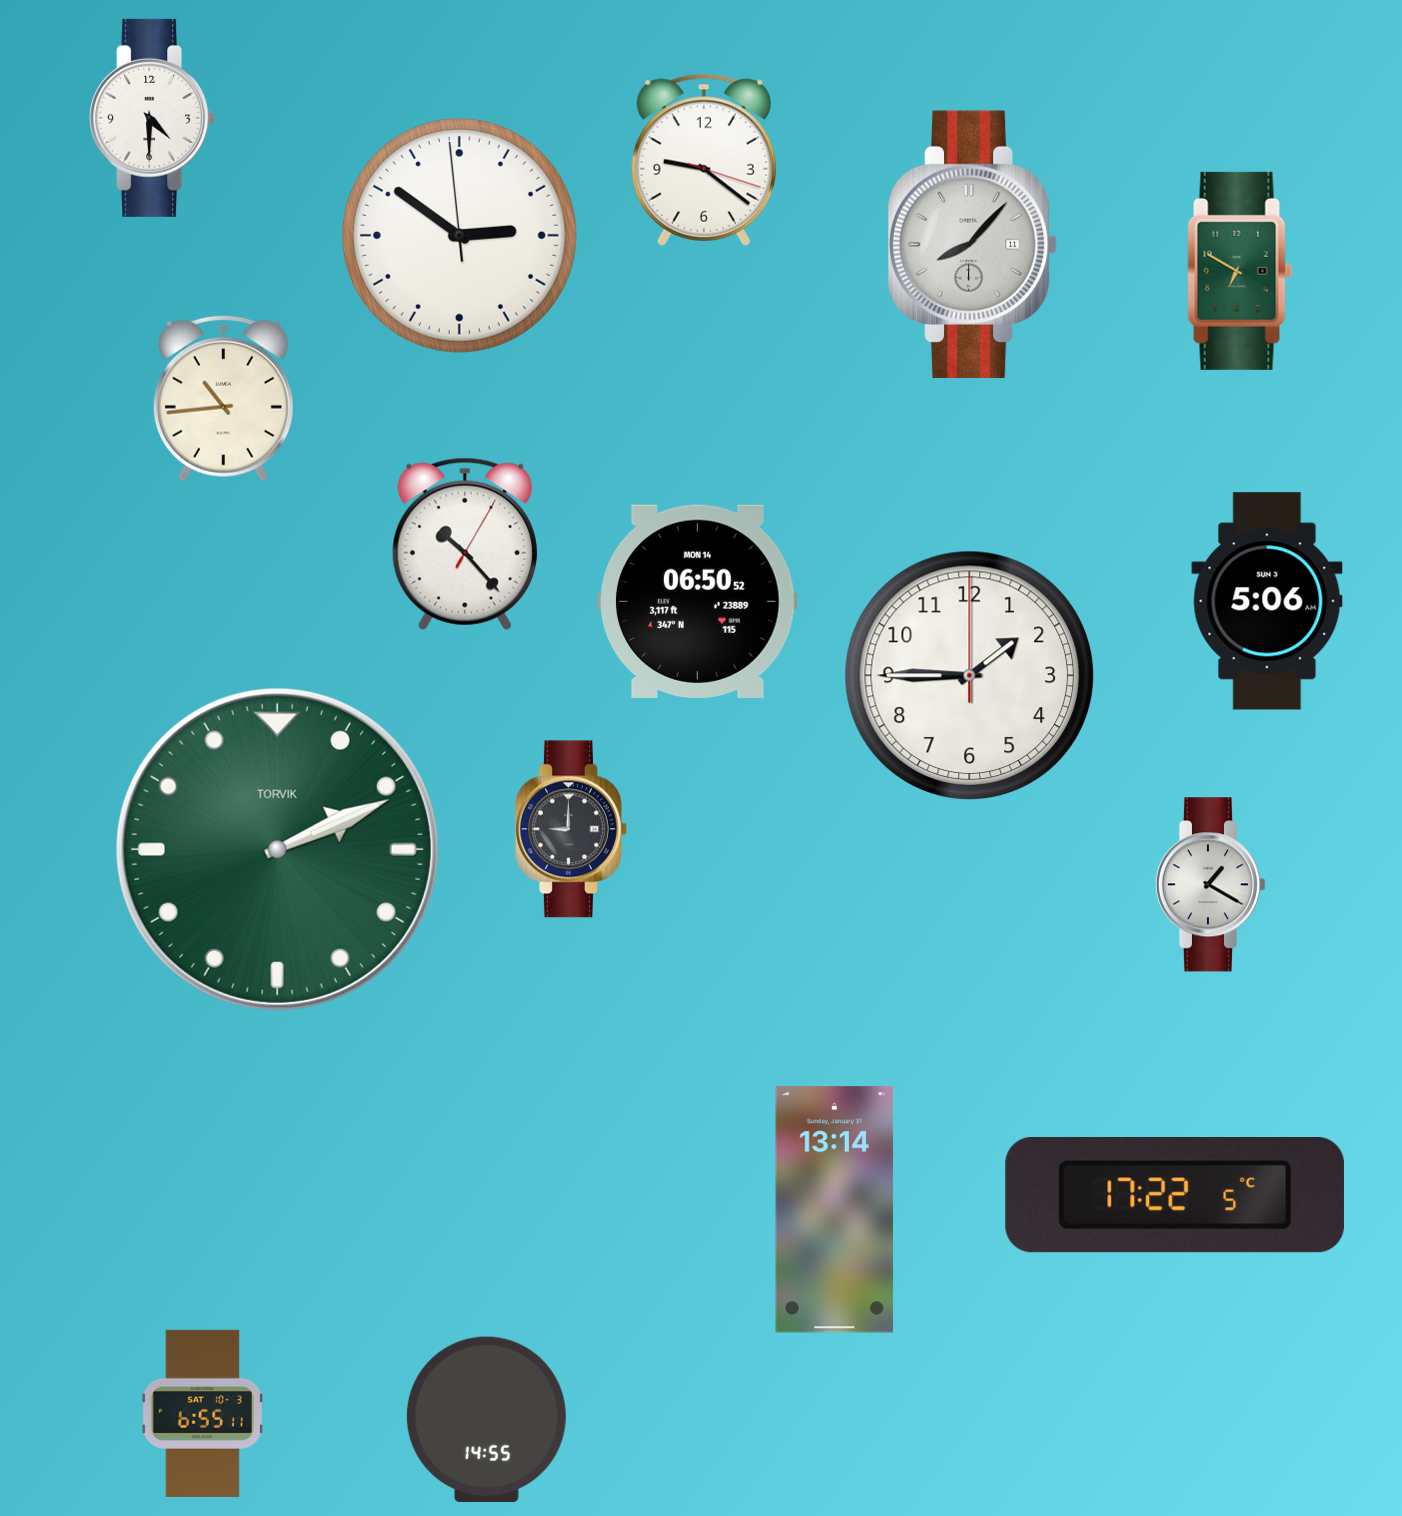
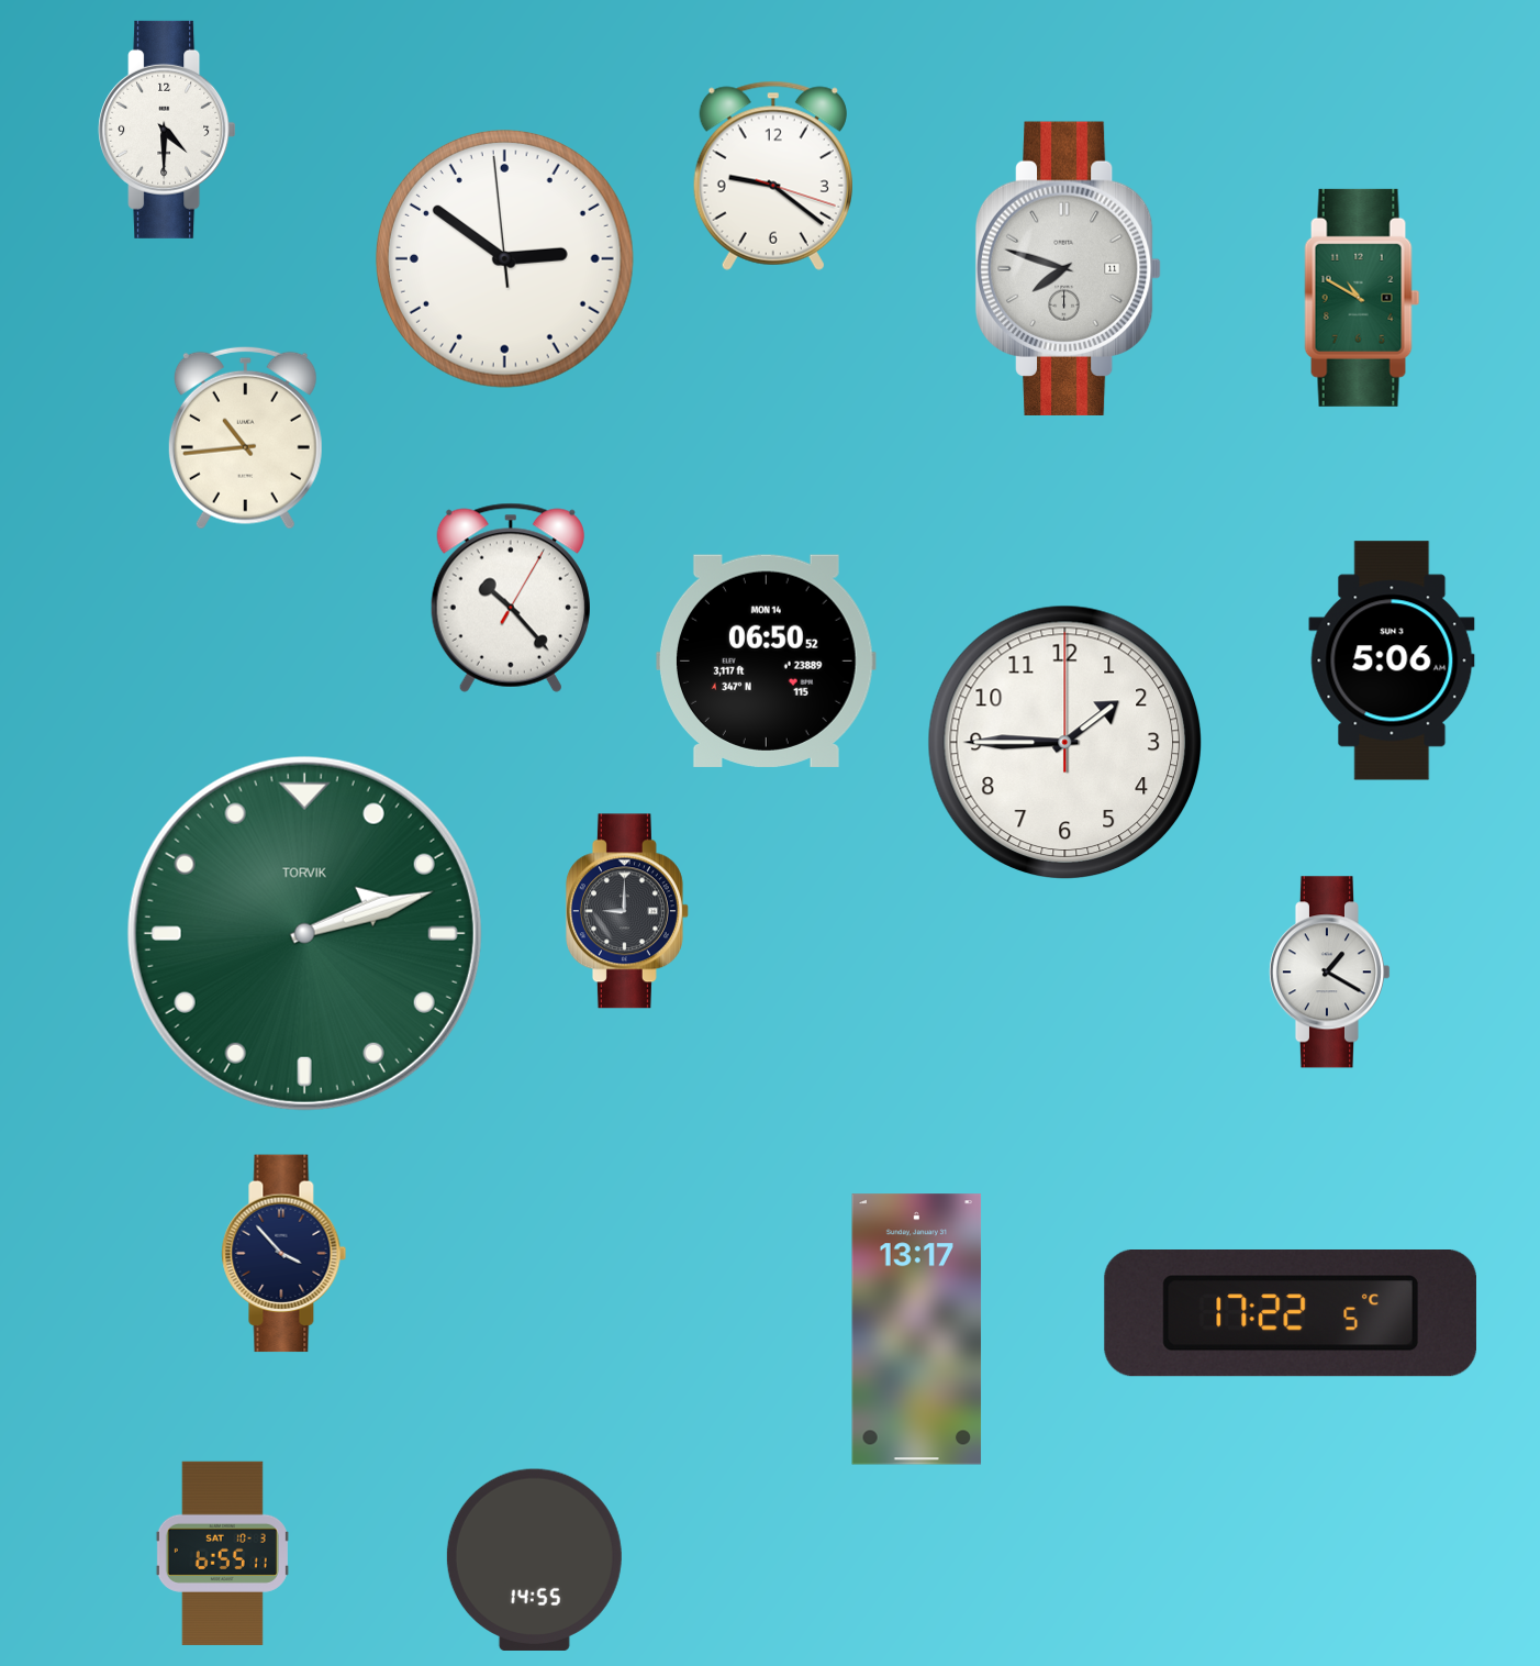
clock at (973, 244): 8:07 -> 7:48
clock at (1240, 271): 6:50 -> 10:50
clock at (277, 849): 2:11 -> 2:12
clock at (284, 1254): none -> 3:53
clock at (835, 1210): 13:14 -> 13:17
